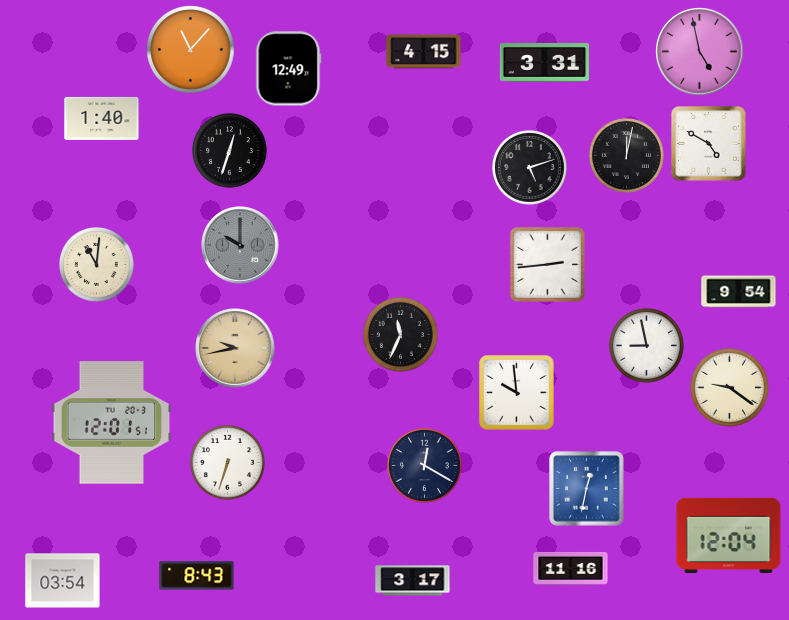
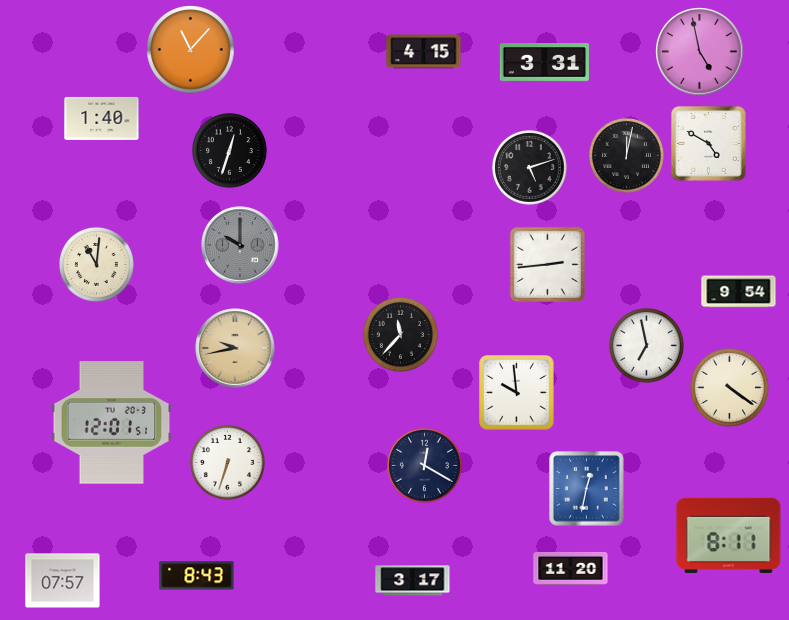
clock at (289, 69): 12:49 -> none
clock at (400, 334): 11:34 -> 11:37
clock at (646, 345): 8:58 -> 6:58
clock at (730, 388): 9:21 -> 4:21
clock at (729, 535): 12:04 -> 8:11
clock at (571, 569): 11:16 -> 11:20
clock at (63, 581): 03:54 -> 07:57
